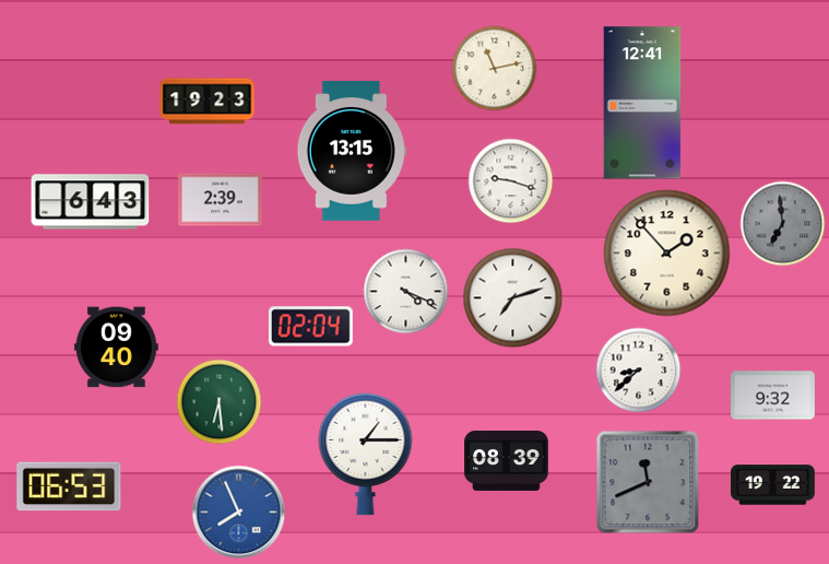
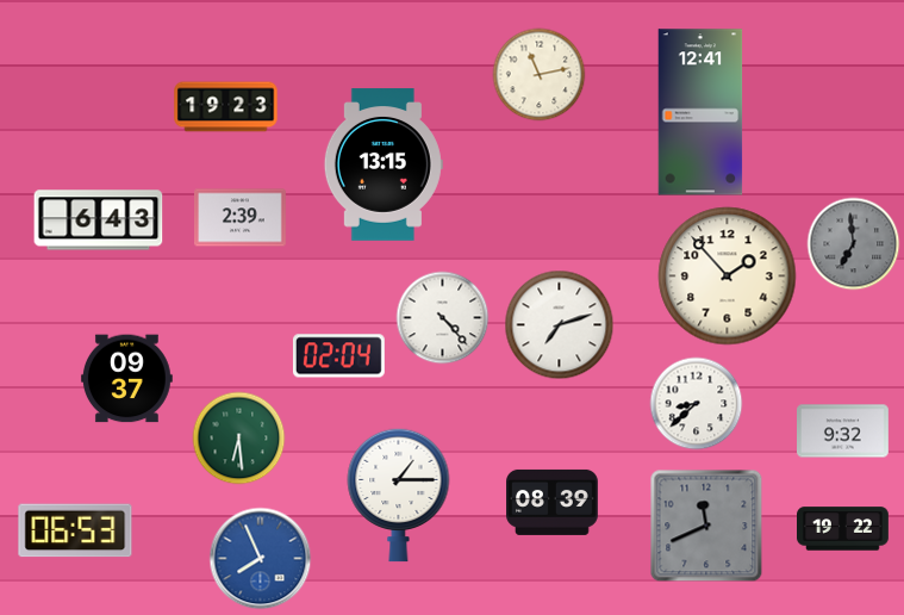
clock at (208, 102) position: (208, 102) -> (226, 107)
clock at (510, 180): 9:18 -> none
clock at (405, 291): 4:19 -> 4:23
clock at (116, 348): 09:40 -> 09:37
